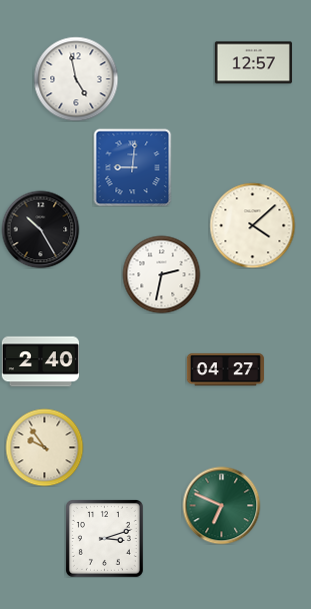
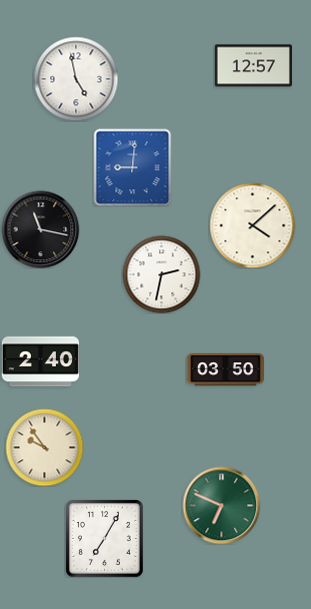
clock at (253, 63) position: (253, 63) -> (253, 66)
clock at (40, 229): 10:25 -> 11:17
clock at (225, 370): 04:27 -> 03:50
clock at (104, 538): 3:12 -> 7:05
